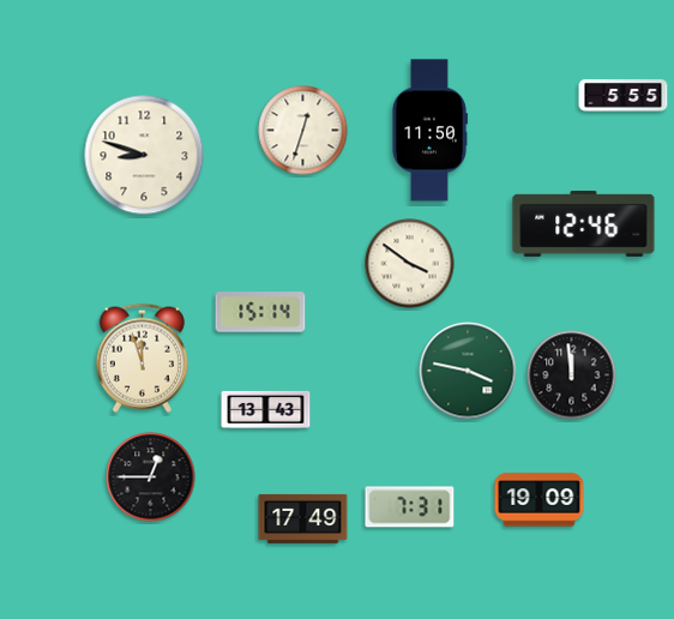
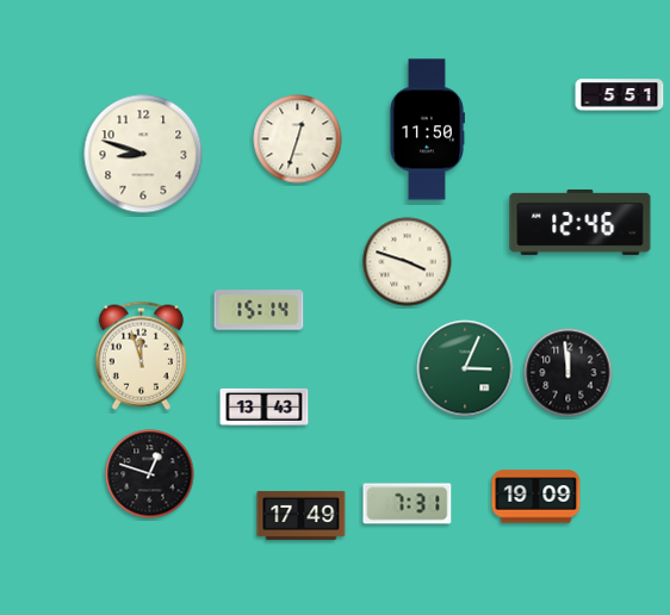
clock at (624, 96): 5:55 -> 5:51
clock at (303, 131) position: (303, 131) -> (298, 139)
clock at (410, 264): 3:51 -> 3:48
clock at (468, 371): 3:47 -> 3:04
clock at (151, 477): 12:45 -> 12:48
